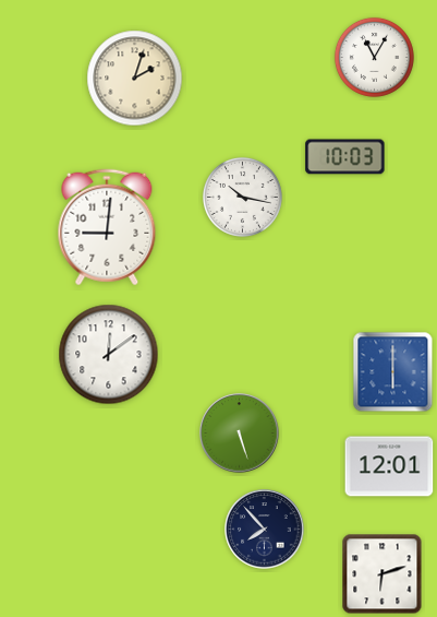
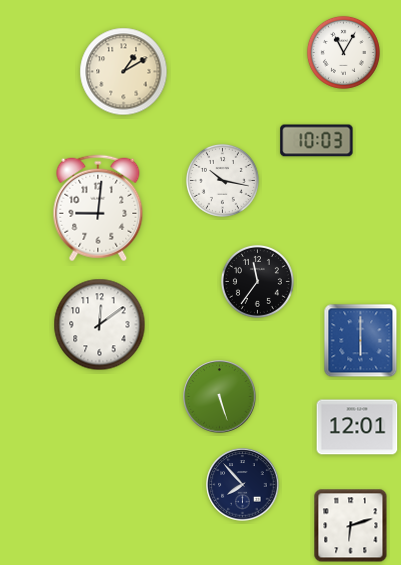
clock at (135, 79): 2:03 -> 1:10
clock at (345, 157) position: (345, 157) -> (317, 141)
clock at (257, 281): none -> 11:36
